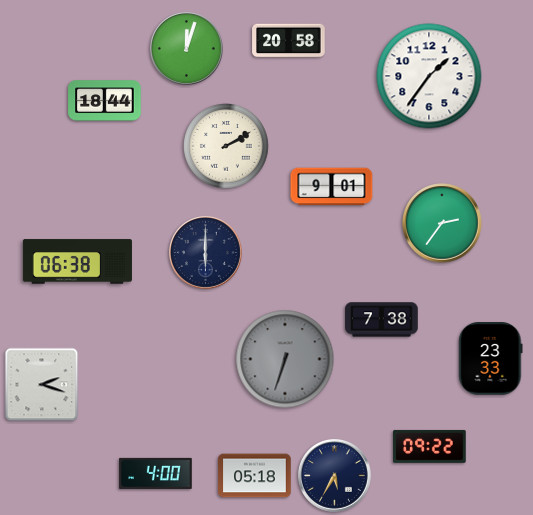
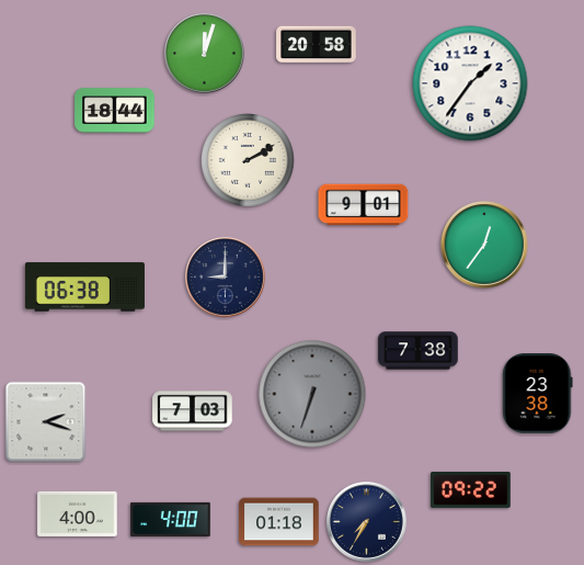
clock at (442, 223): 2:36 -> 12:36
clock at (206, 253): 6:00 -> 9:00
clock at (491, 359): 23:33 -> 23:38
clock at (193, 411): none -> 7:03
clock at (78, 513): none -> 4:00
clock at (255, 476): 05:18 -> 01:18
clock at (335, 476): 5:35 -> 7:35
